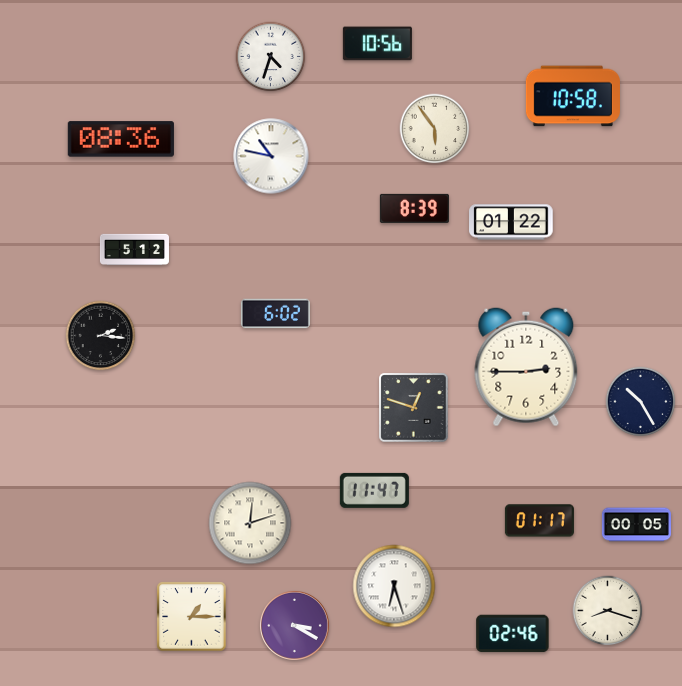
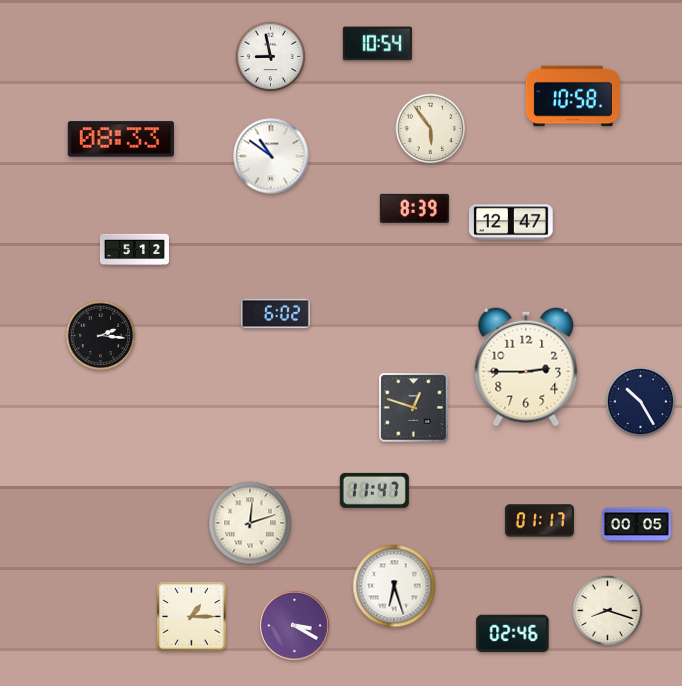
clock at (377, 44): 10:56 -> 10:54
clock at (271, 57): 4:33 -> 8:58
clock at (435, 129) position: (435, 129) -> (431, 129)
clock at (121, 139): 08:36 -> 08:33
clock at (271, 156): 10:47 -> 10:51
clock at (511, 222): 01:22 -> 12:47
